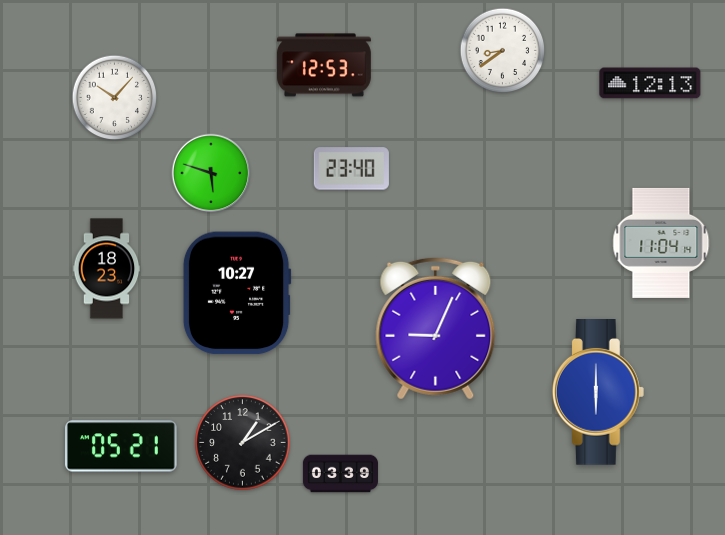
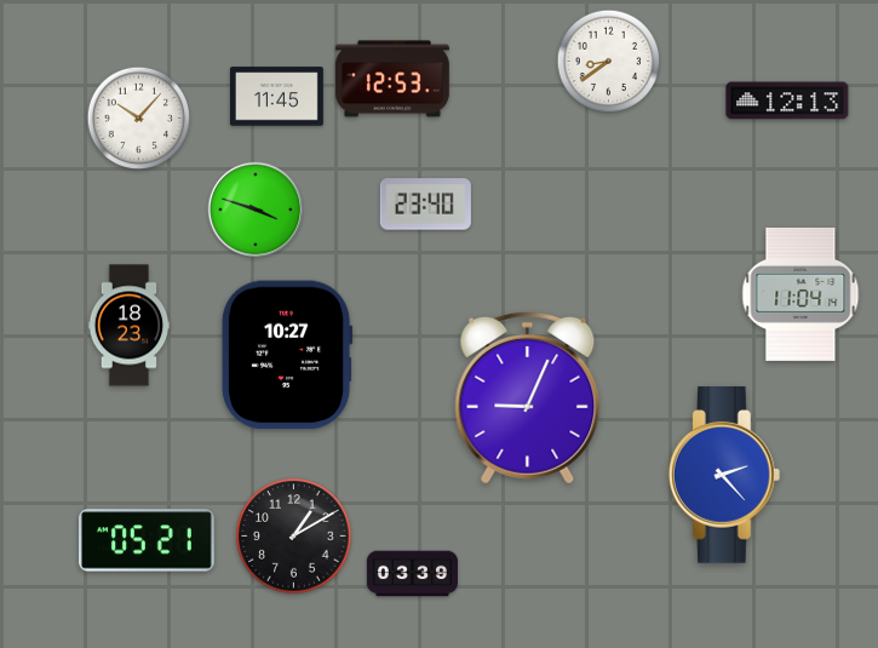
clock at (276, 97): none -> 11:45
clock at (211, 173): 5:48 -> 3:48
clock at (598, 393): 6:00 -> 2:23
